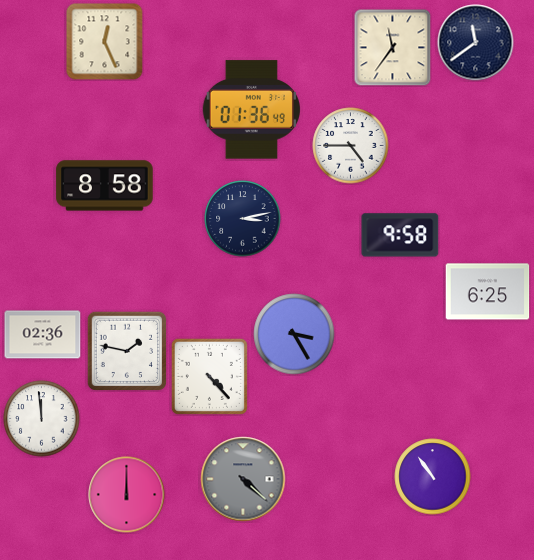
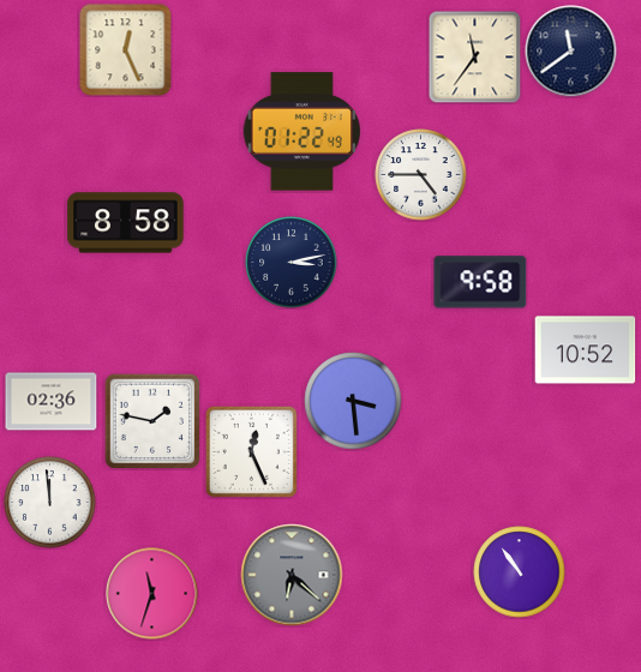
clock at (392, 47) position: (392, 47) -> (474, 56)
clock at (251, 110): 01:36 -> 01:22
clock at (488, 292): 6:25 -> 10:52
clock at (294, 334): 3:25 -> 3:29
clock at (209, 376): 4:23 -> 12:26
clock at (243, 479): 4:22 -> 6:22
clock at (127, 495): 12:00 -> 11:33
